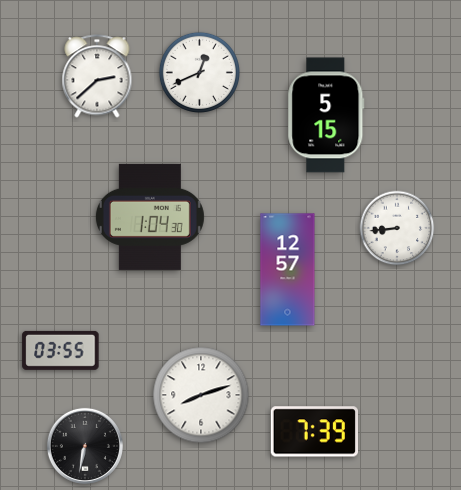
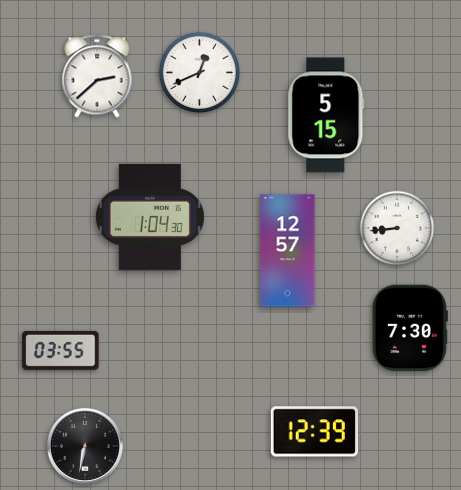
clock at (288, 270) position: (288, 270) -> (288, 251)
clock at (410, 328): none -> 7:30
clock at (201, 395): 8:12 -> none
clock at (314, 432): 7:39 -> 12:39
